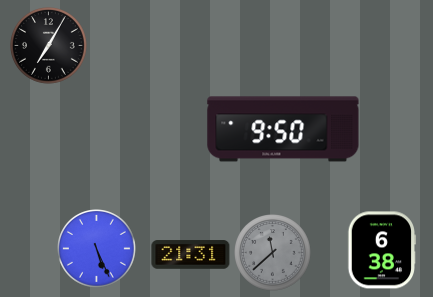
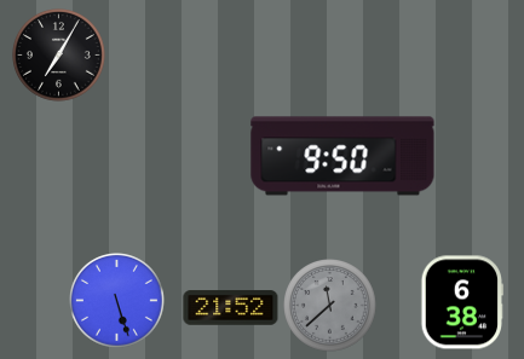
clock at (97, 249): 5:26 -> 5:27
clock at (191, 255): 21:31 -> 21:52
